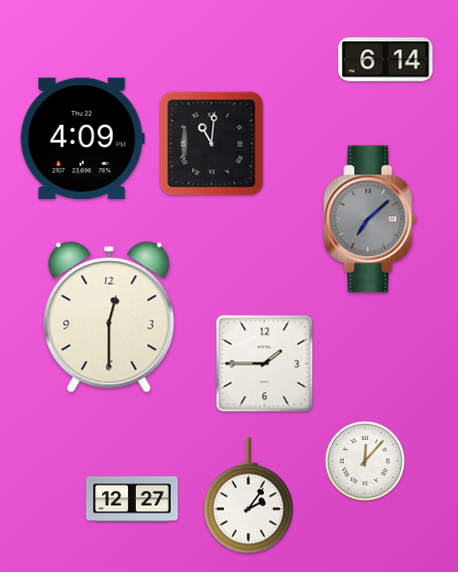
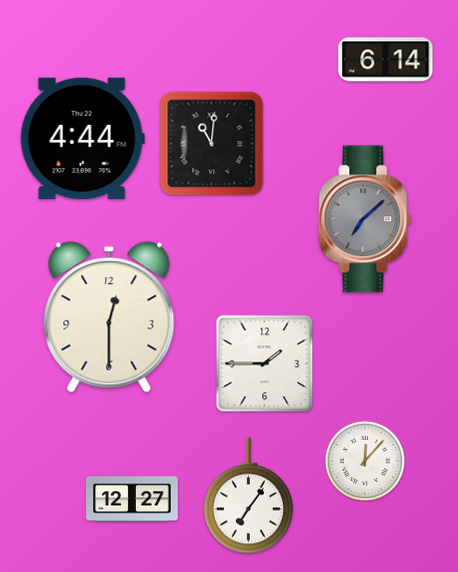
clock at (82, 139): 4:09 -> 4:44
clock at (370, 219) position: (370, 219) -> (365, 219)
clock at (248, 496): 2:06 -> 7:06
